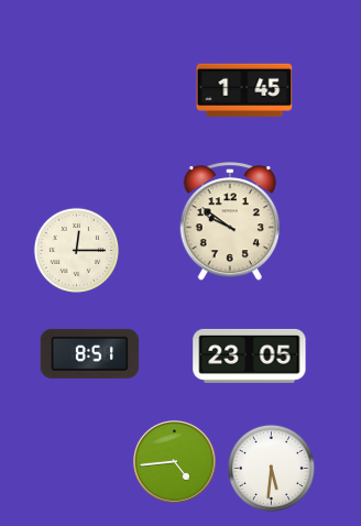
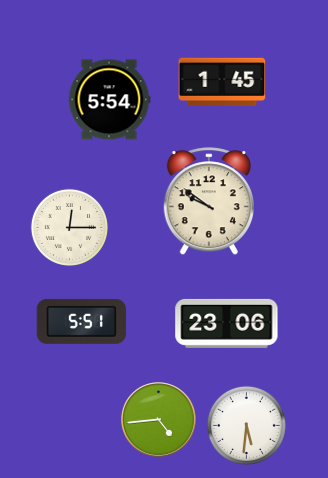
clock at (109, 100): none -> 5:54
clock at (90, 353): 8:51 -> 5:51
clock at (250, 355): 23:05 -> 23:06
